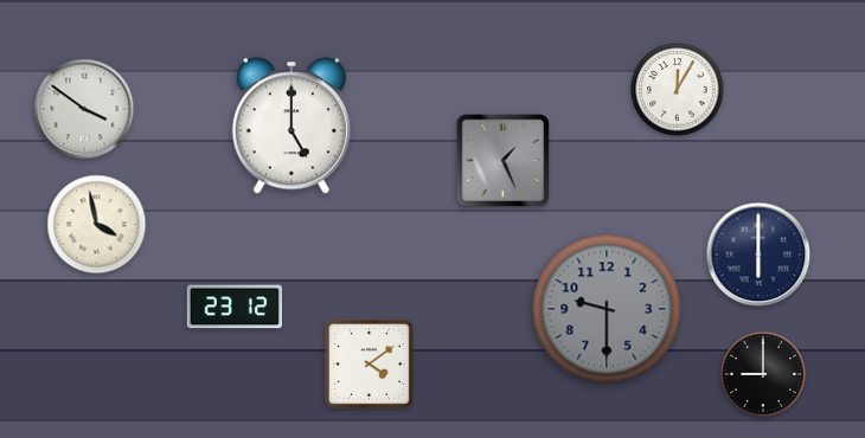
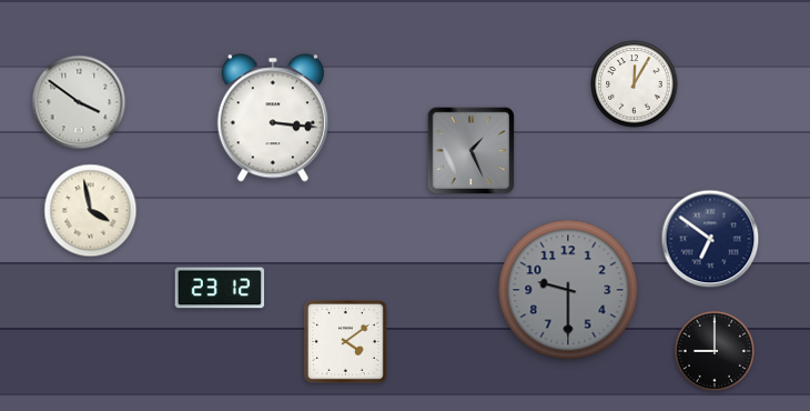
clock at (291, 125): 5:00 -> 3:16
clock at (758, 255): 6:00 -> 6:51
